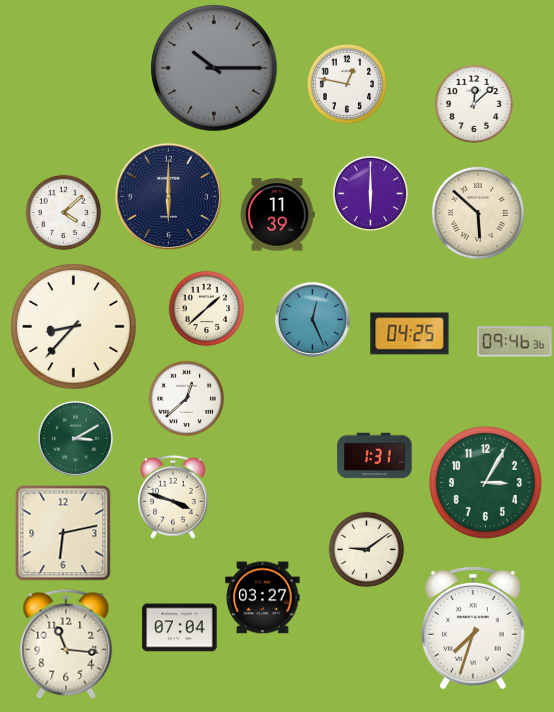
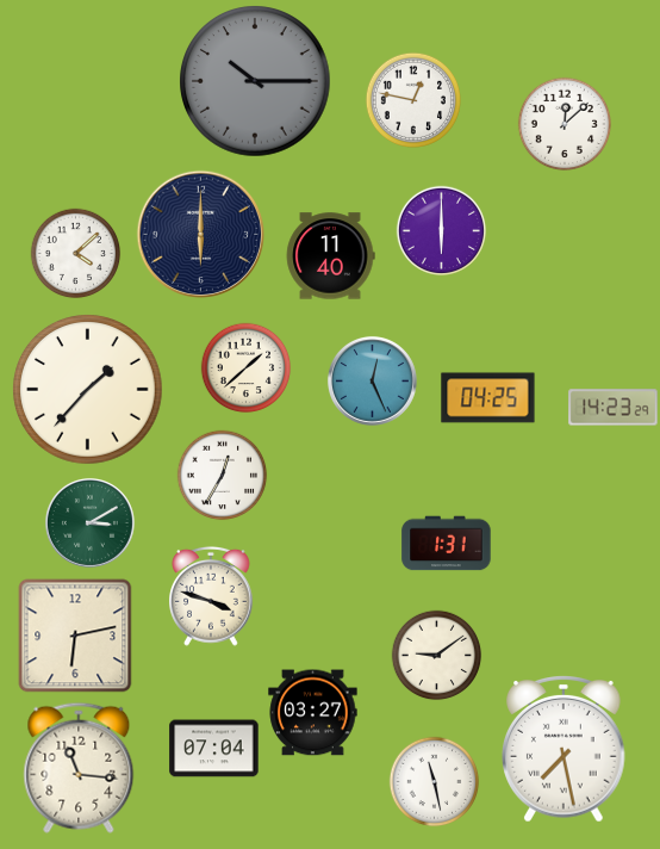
clock at (478, 213): 5:52 -> none
clock at (277, 215): 11:39 -> 11:40
clock at (74, 327): 8:37 -> 1:37
clock at (515, 342): 09:46 -> 14:23
clock at (187, 399): 12:38 -> 12:35
clock at (485, 482): 3:05 -> none
clock at (174, 497) position: (174, 497) -> (212, 596)
clock at (474, 629): 7:33 -> 7:28
clock at (435, 782): none -> 11:28
